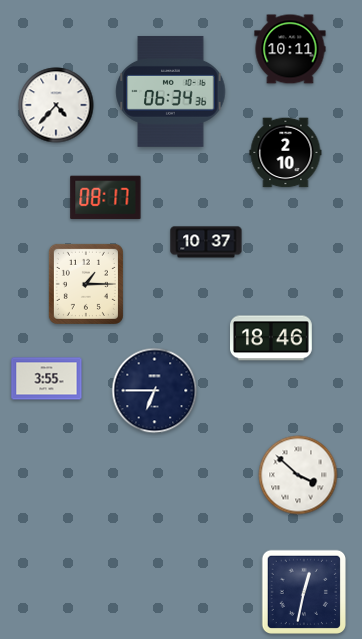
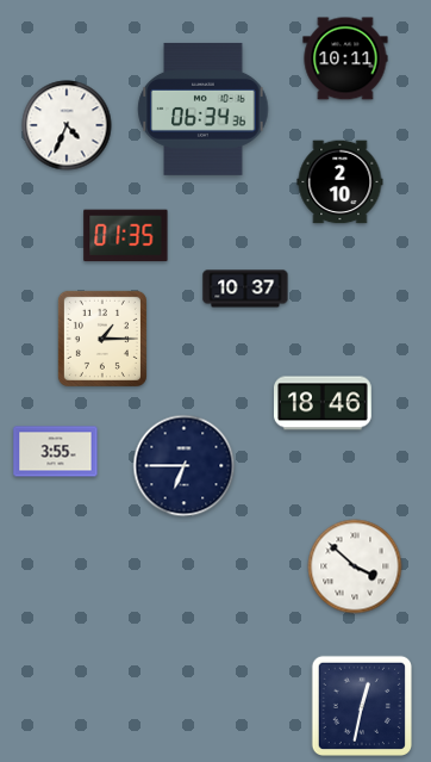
clock at (56, 105): 4:37 -> 4:34
clock at (106, 198): 08:17 -> 01:35
